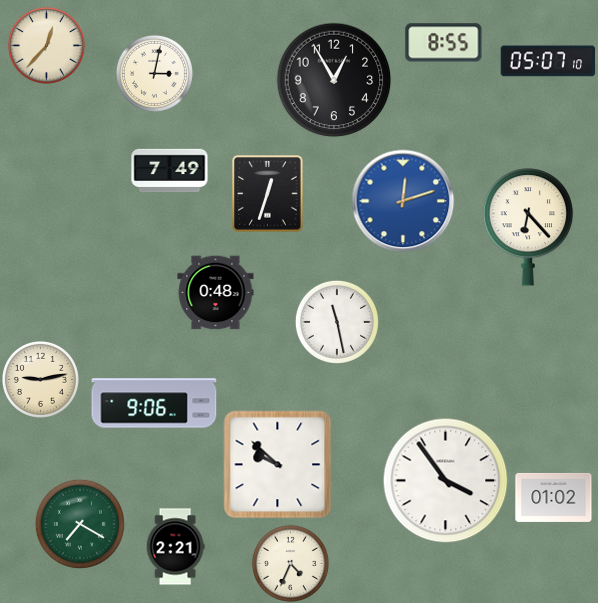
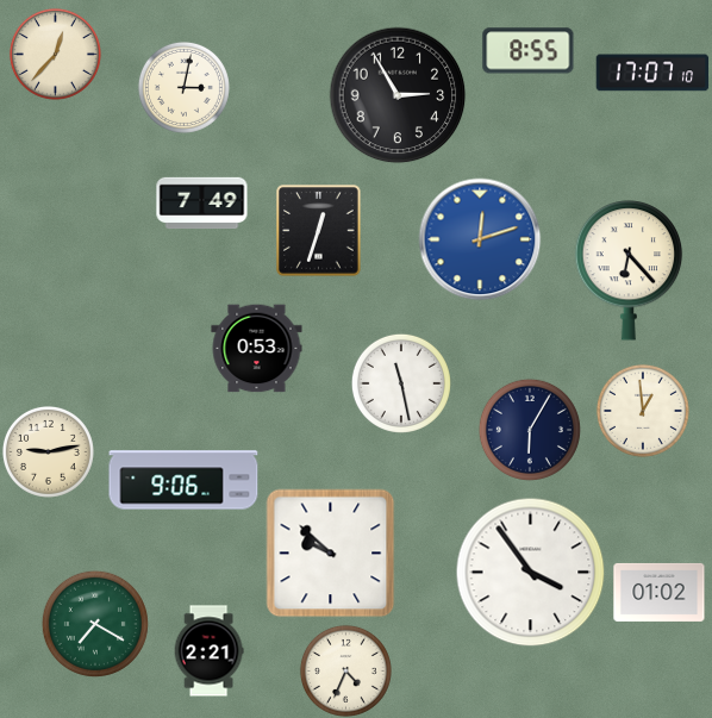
clock at (548, 61): 05:07 -> 17:07
clock at (334, 80): 12:55 -> 2:55
clock at (216, 293): 0:48 -> 0:53
clock at (643, 411): none -> 12:59
clock at (530, 430): none -> 6:05
